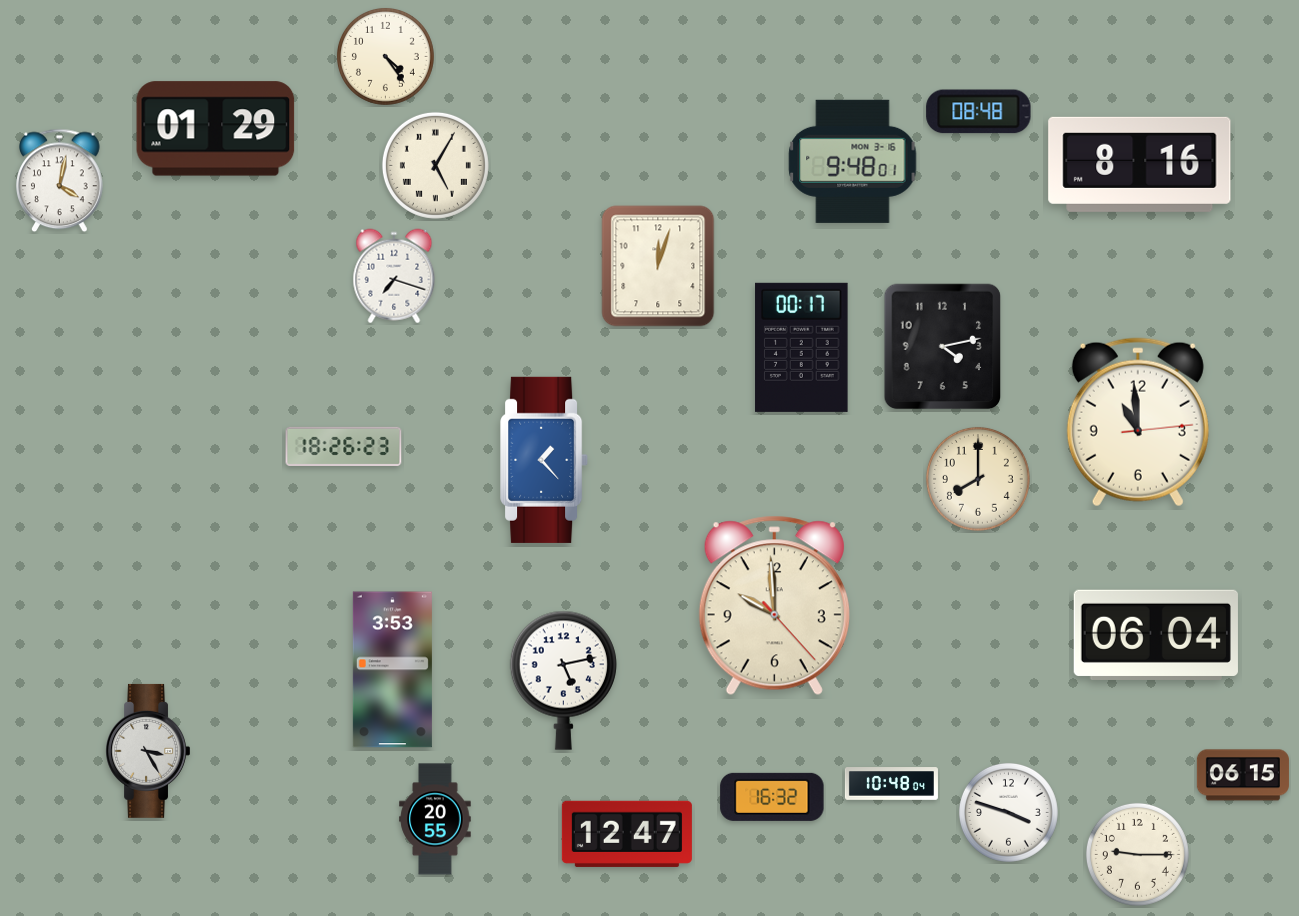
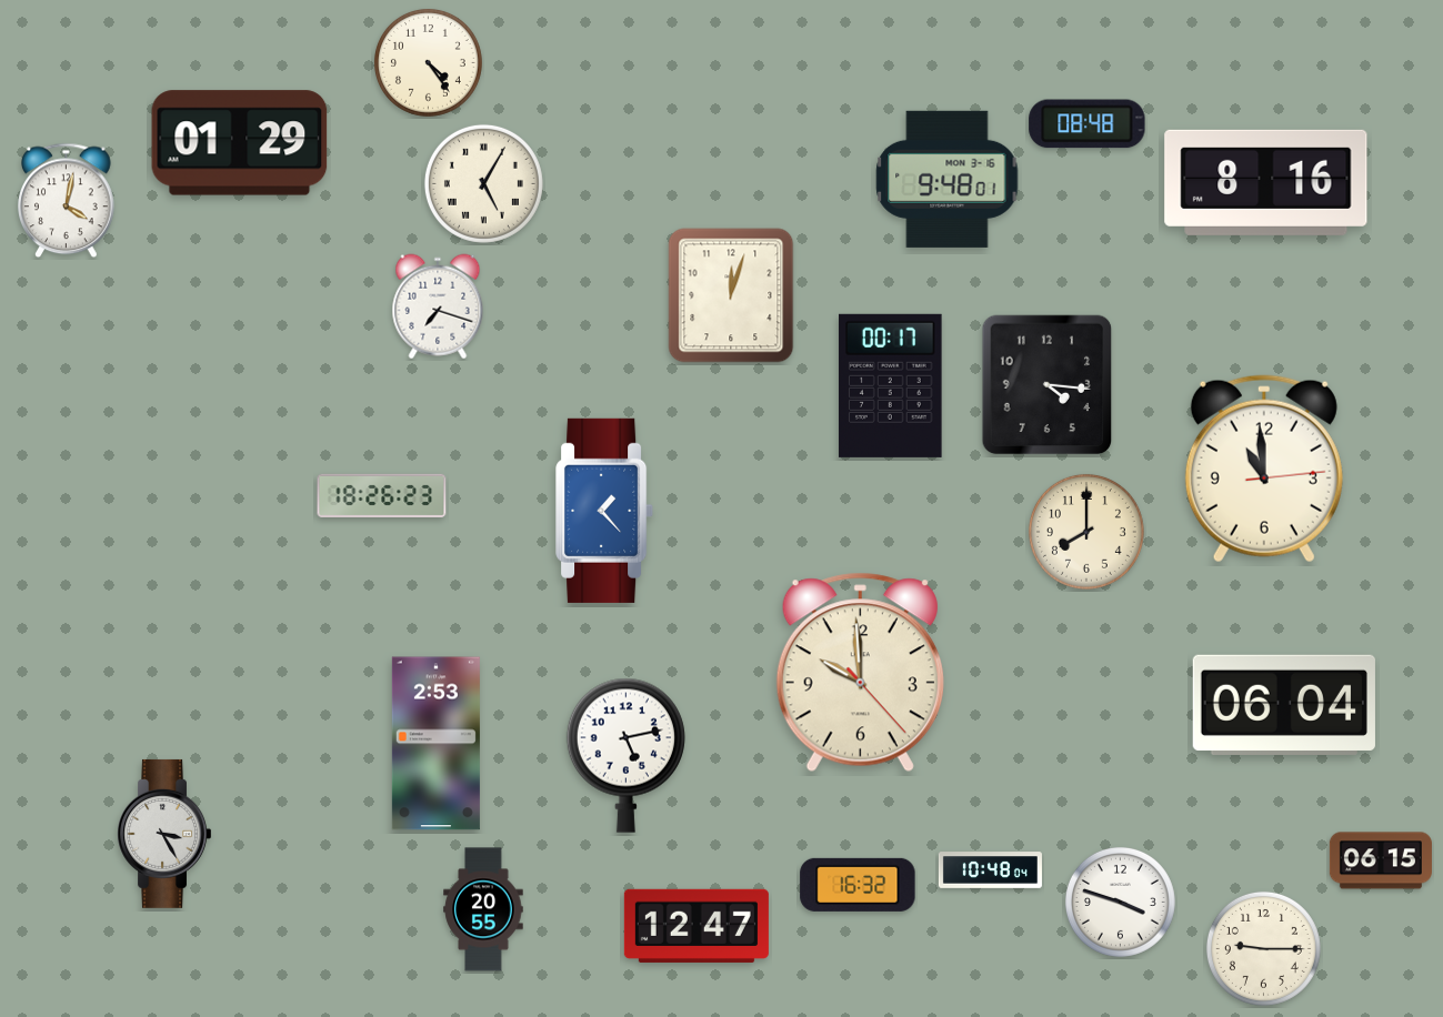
clock at (943, 347): 4:13 -> 4:16
clock at (392, 670): 3:53 -> 2:53
